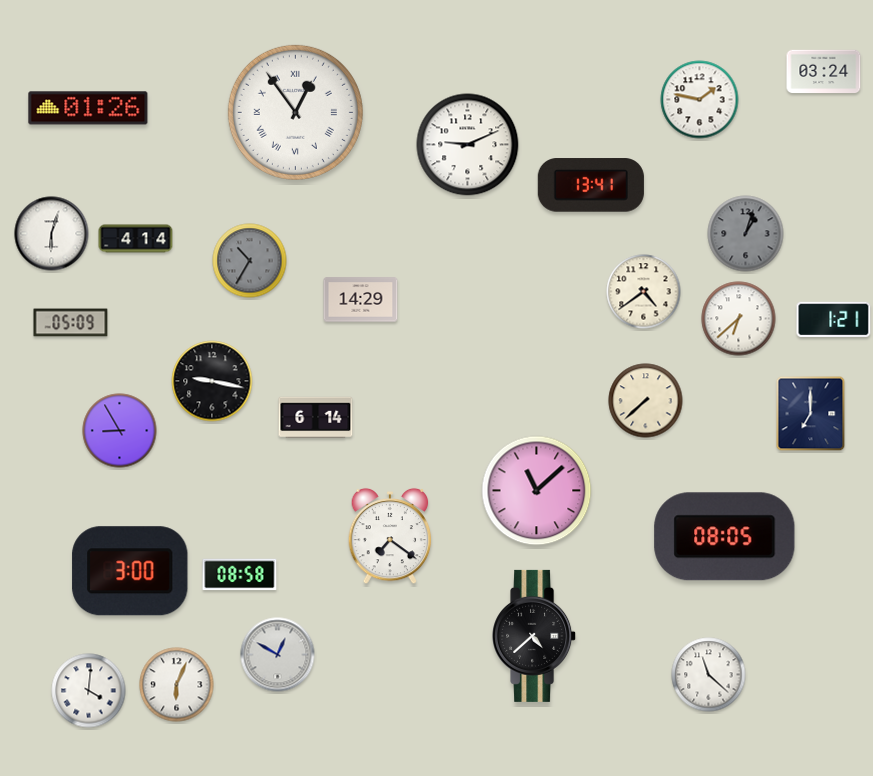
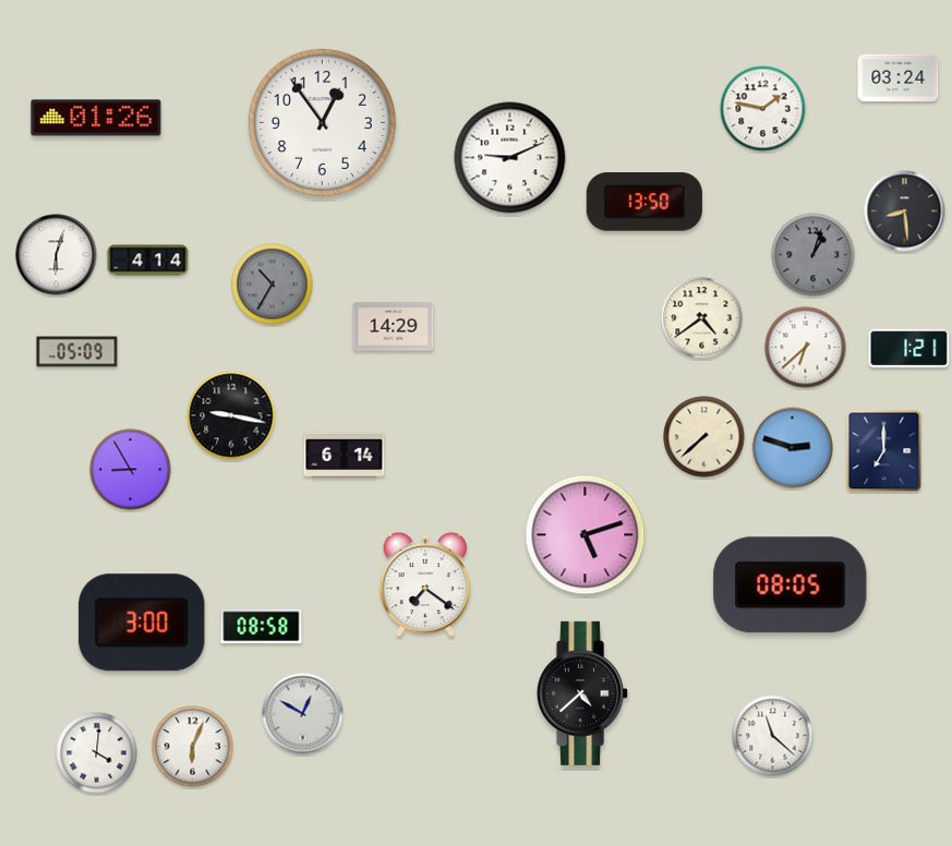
clock at (295, 112) numerals: Roman -> Arabic
clock at (591, 185): 13:41 -> 13:50
clock at (905, 211): none -> 8:29
clock at (793, 448): none -> 2:48
clock at (537, 491): 11:08 -> 5:12
